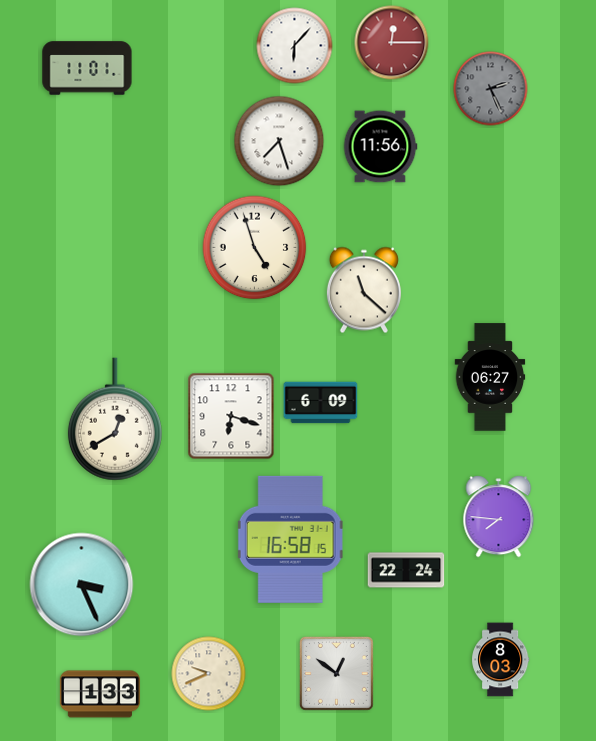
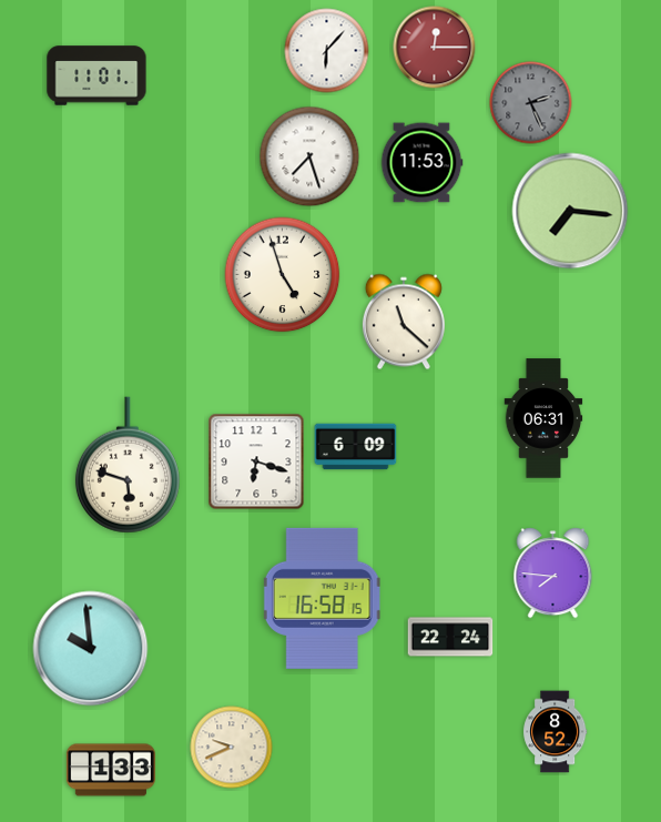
clock at (491, 89) position: (491, 89) -> (531, 103)
clock at (380, 147): 11:56 -> 11:53
clock at (570, 211): none -> 7:16
clock at (490, 377): 06:27 -> 06:31
clock at (115, 419): 12:40 -> 5:48
clock at (406, 570) position: (406, 570) -> (450, 637)
clock at (82, 585): 3:26 -> 9:59
clock at (501, 660): 8:03 -> 8:52
clock at (336, 673): 12:51 -> none
